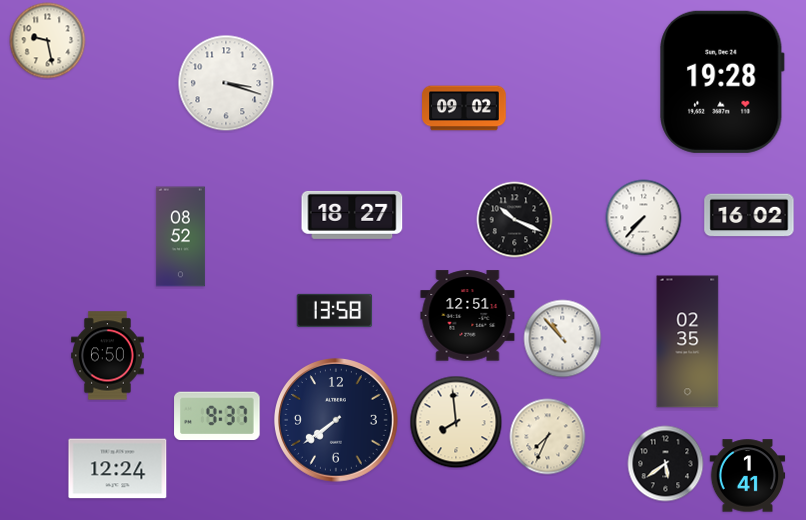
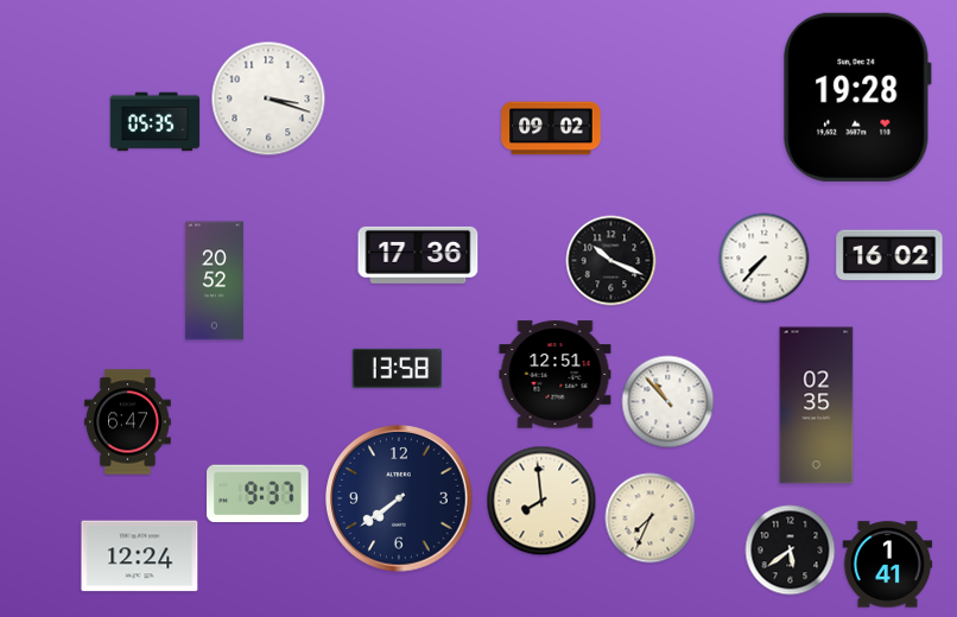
clock at (48, 41): 9:28 -> none
clock at (156, 122): none -> 05:35
clock at (352, 215): 18:27 -> 17:36
clock at (180, 237): 08:52 -> 20:52
clock at (108, 356): 6:50 -> 6:47
